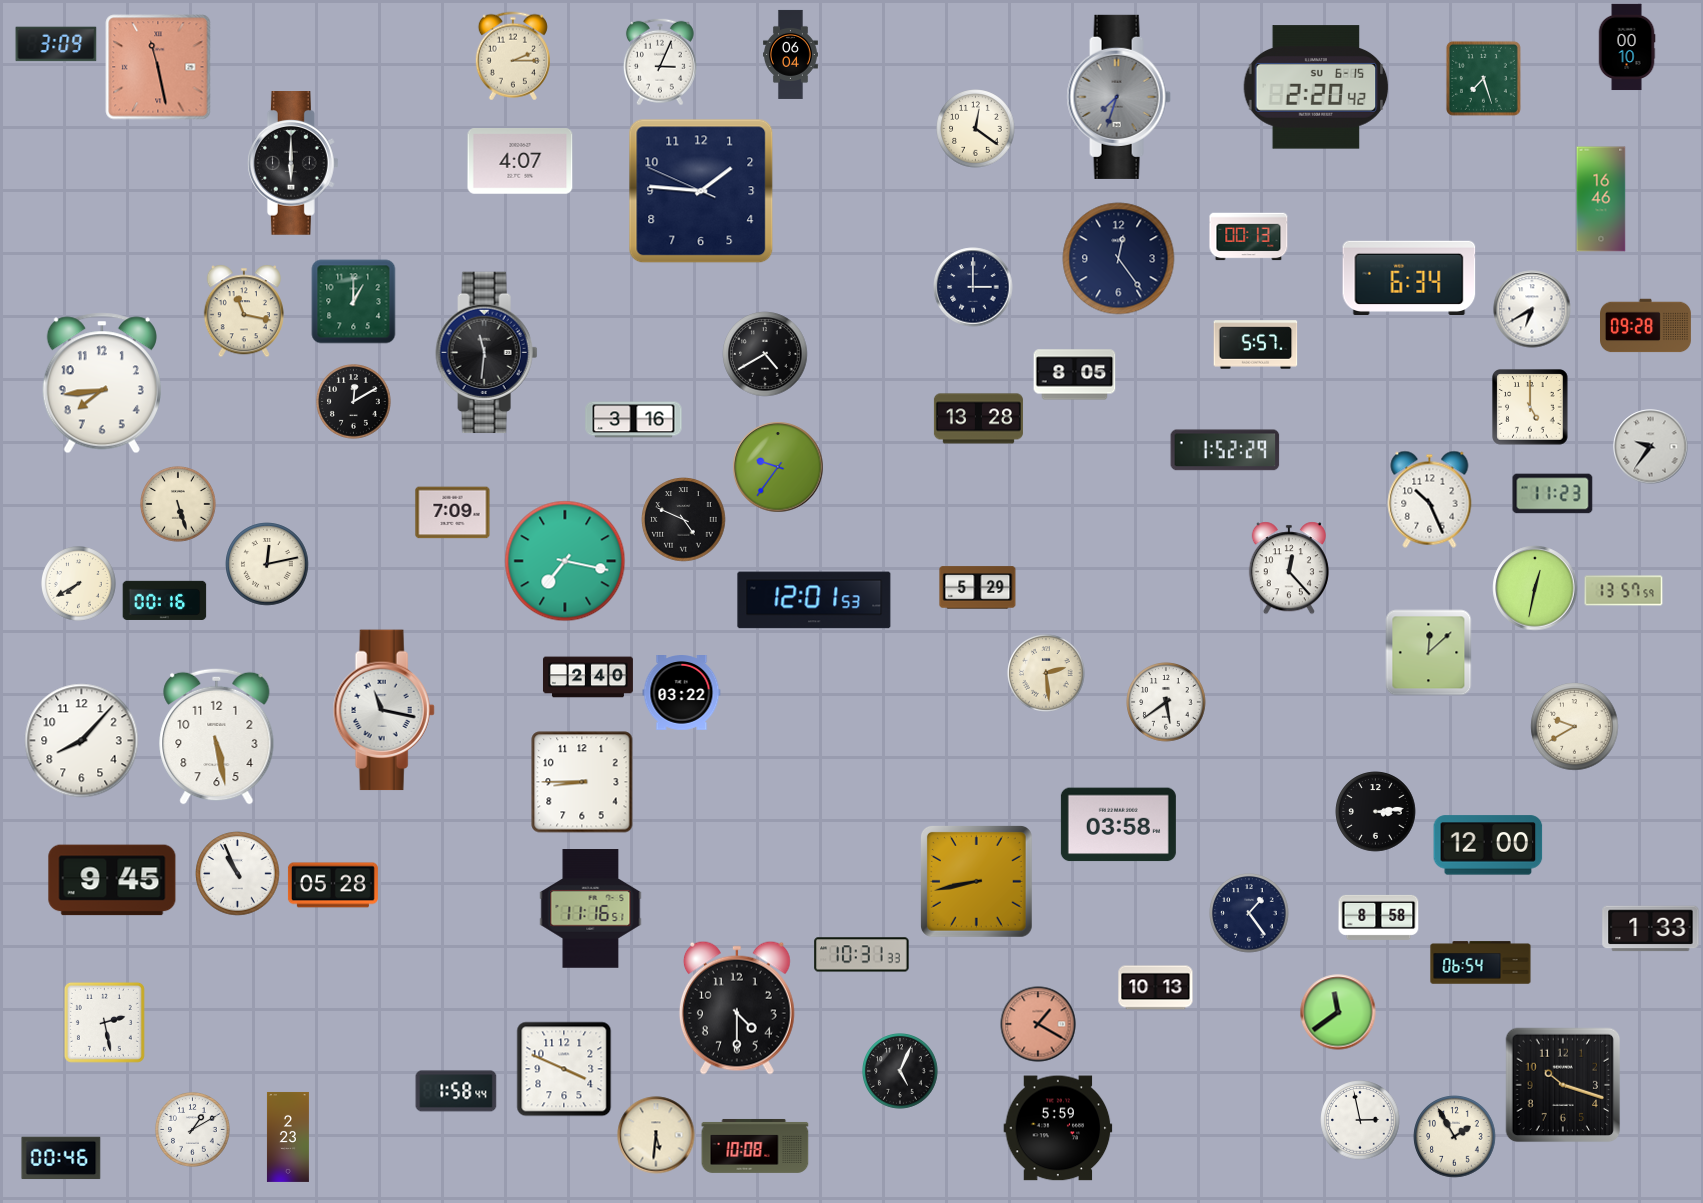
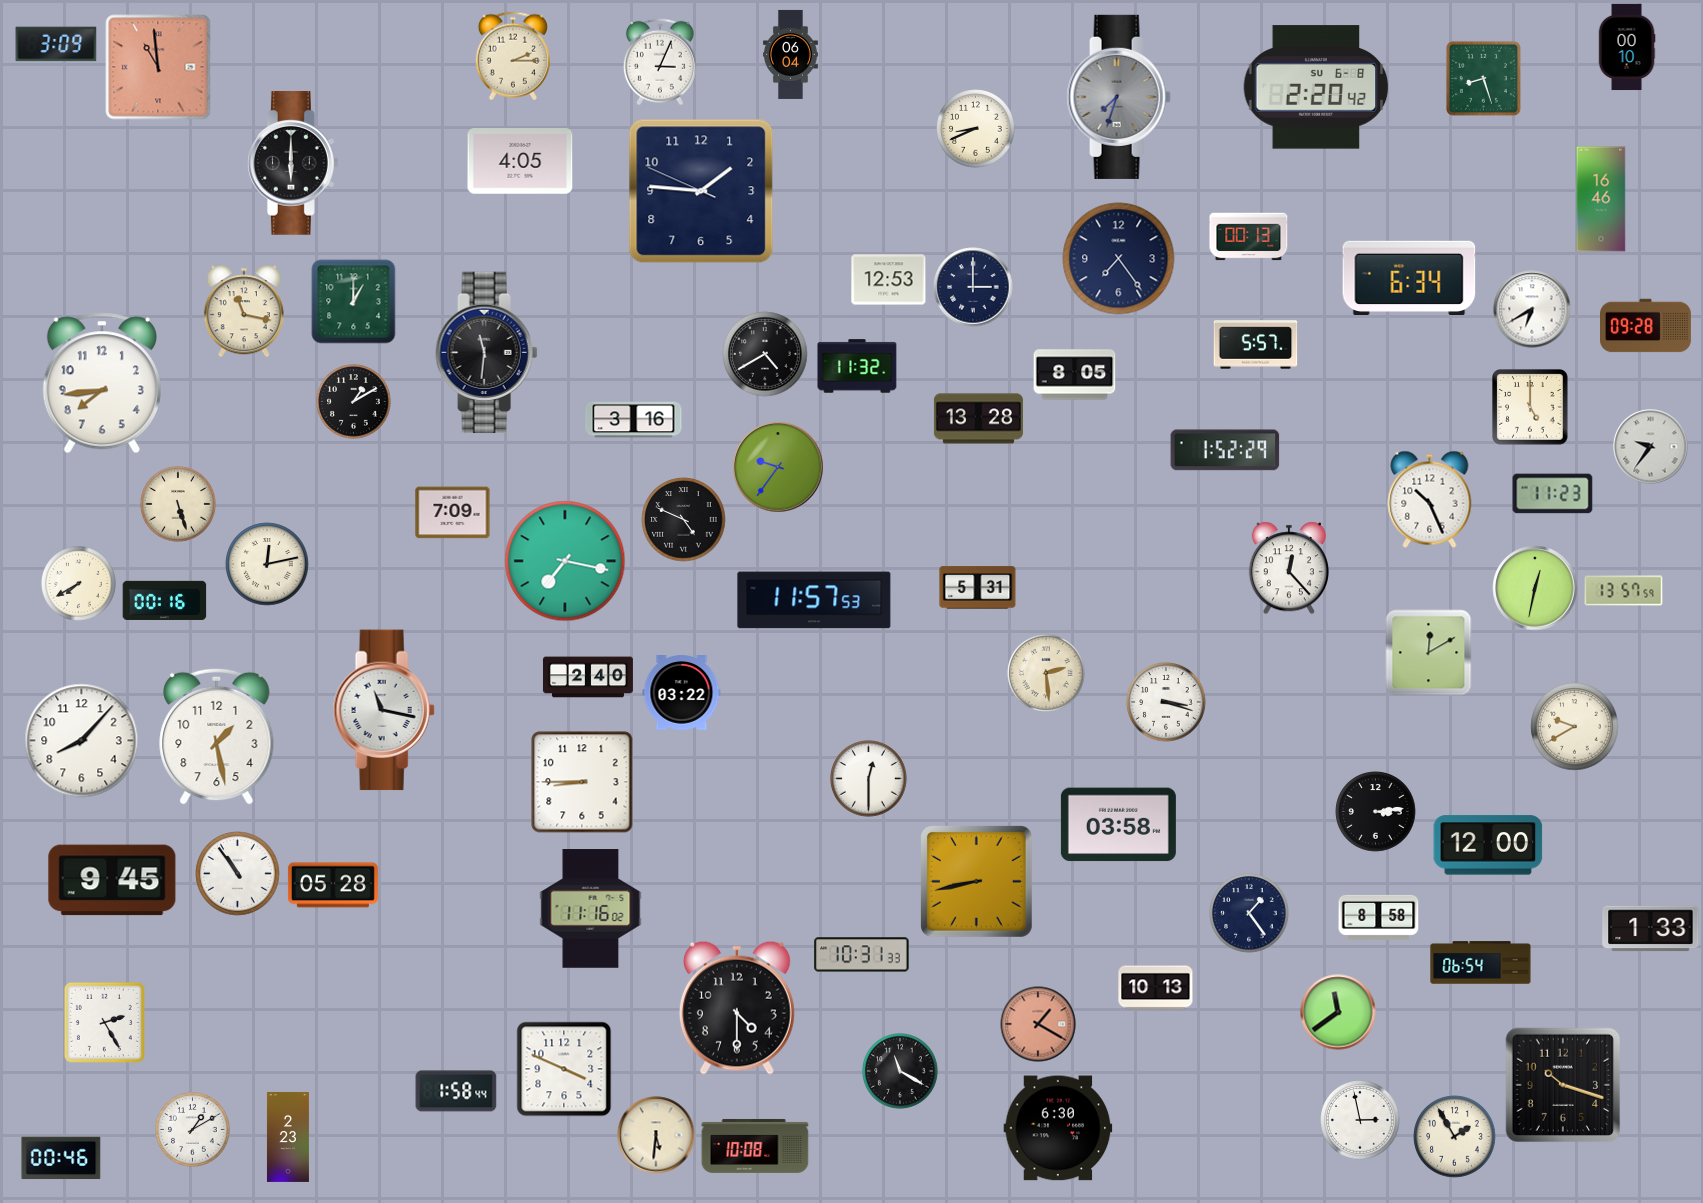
clock at (158, 67): 11:28 -> 10:59
clock at (1483, 78): 7:27 -> 8:27
clock at (1316, 87) date: SU 6-15 -> SU 6-8
clock at (976, 129): 12:21 -> 8:41
clock at (520, 161): 4:07 -> 4:05
clock at (1119, 259): 12:24 -> 7:24
clock at (889, 280): none -> 12:53
clock at (857, 366): none -> 11:32
clock at (354, 402): 12:10 -> 1:10
clock at (978, 588): 5:29 -> 5:31
clock at (814, 600): 12:01 -> 11:57
clock at (1429, 653): 12:08 -> 12:10
clock at (1166, 702): 5:39 -> 3:18
clock at (217, 736): 5:28 -> 1:28
clock at (869, 779): none -> 12:30
clock at (238, 874): 10:56 -> 10:54
clock at (591, 909): 11:16:51 -> 11:16:02
clock at (104, 1022): 2:28 -> 2:25
clock at (900, 1071): 5:04 -> 11:20
clock at (1058, 1128): 5:59 -> 6:30
